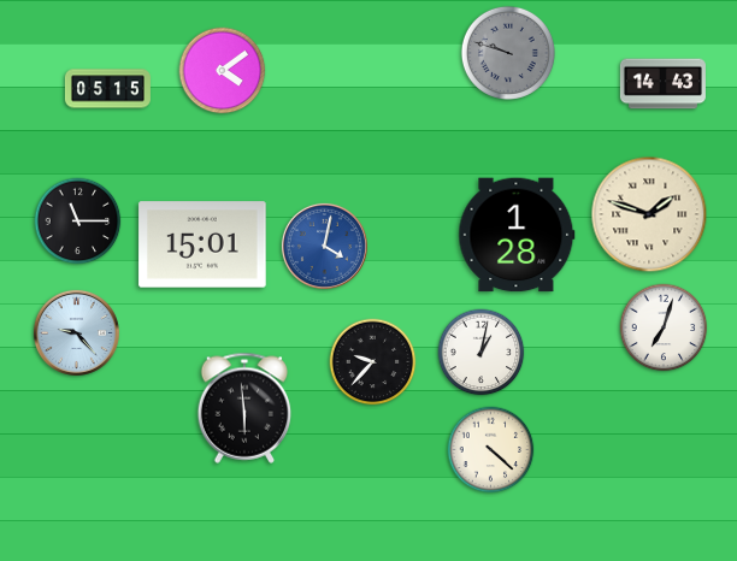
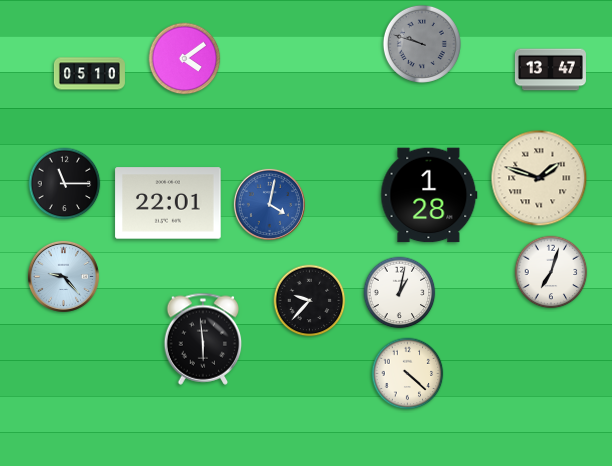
clock at (662, 84): 14:43 -> 13:47
clock at (107, 89): 05:15 -> 05:10
clock at (202, 244): 15:01 -> 22:01
